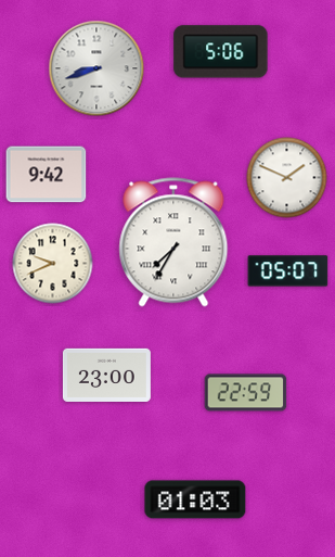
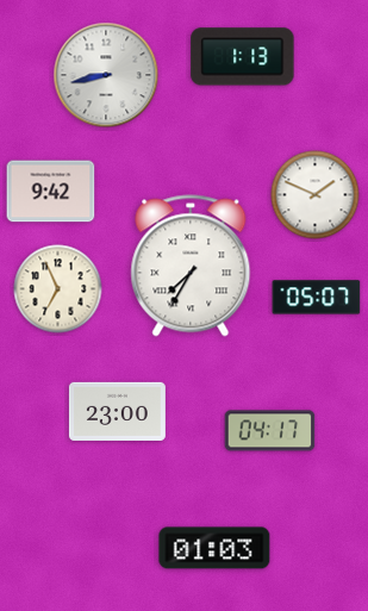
clock at (221, 52): 5:06 -> 1:13
clock at (96, 68): 8:42 -> 8:43
clock at (53, 264): 9:41 -> 6:56
clock at (246, 393): 22:59 -> 04:17
